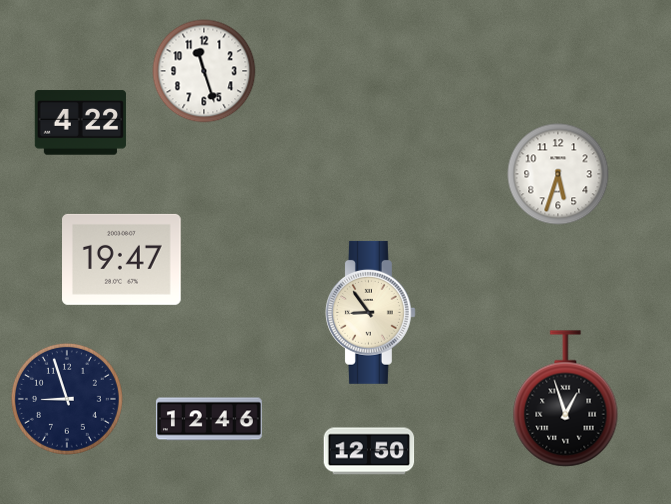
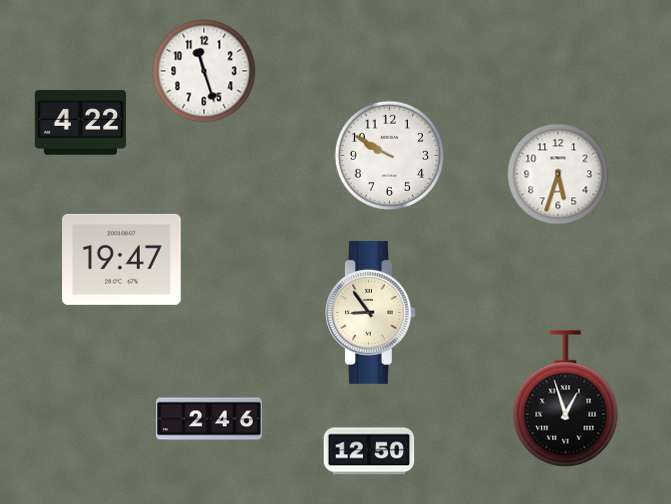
clock at (389, 155): none -> 9:50
clock at (67, 399): 8:57 -> none
clock at (209, 419): 12:46 -> 2:46
